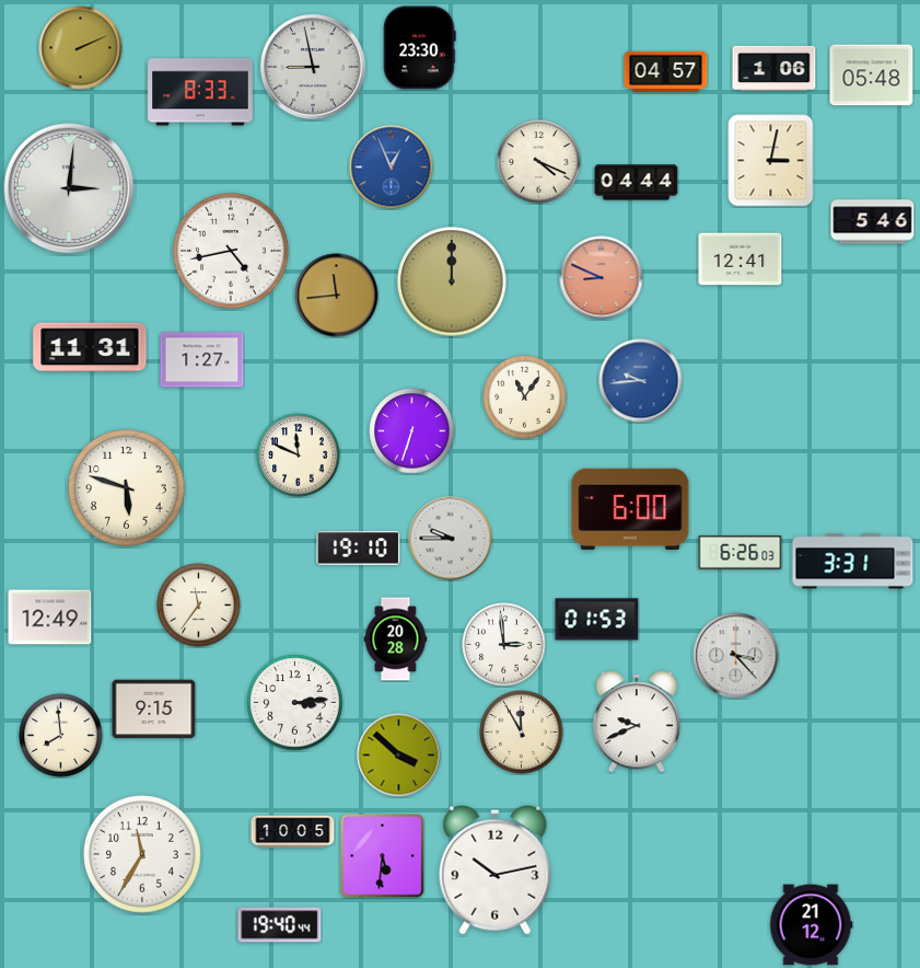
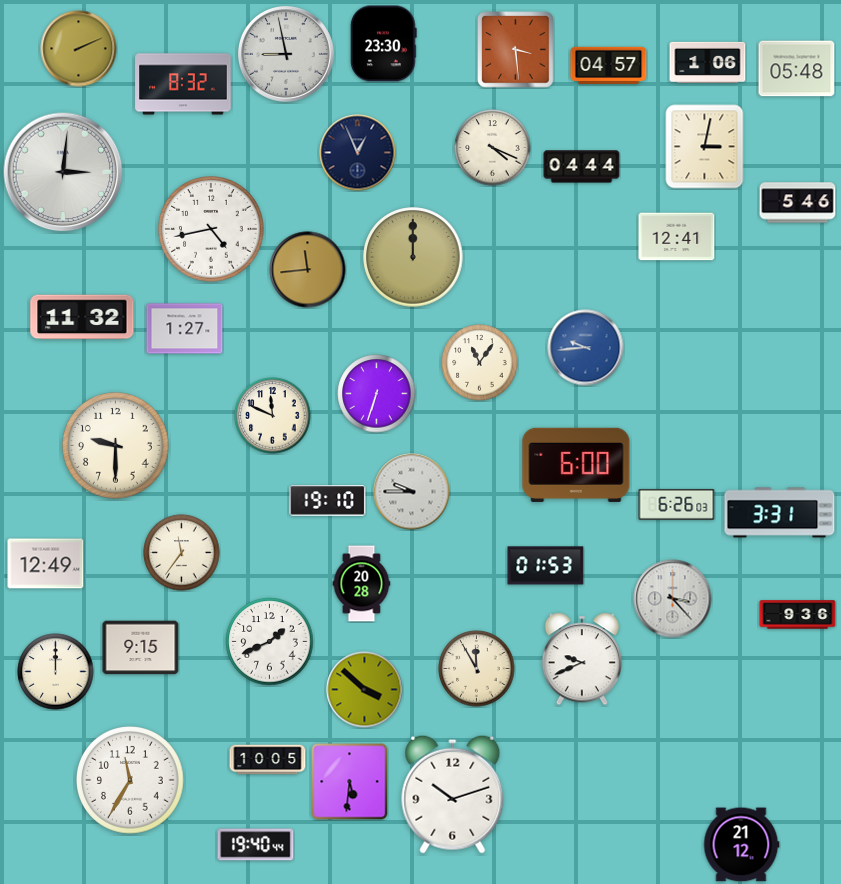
clock at (81, 48) position: (81, 48) -> (79, 49)
clock at (516, 50): none -> 3:29
clock at (314, 68) position: (314, 68) -> (287, 55)
clock at (200, 92): 8:33 -> 8:32
clock at (392, 168) dial: blue -> navy
clock at (602, 278): 8:49 -> none
clock at (90, 347): 11:31 -> 11:32
clock at (127, 488): 5:48 -> 9:30
clock at (504, 645): 2:59 -> none
clock at (798, 615): none -> 9:36
clock at (295, 703): 3:14 -> 1:41
clock at (61, 736): 7:59 -> 12:00
clock at (496, 869): 10:13 -> 10:12
